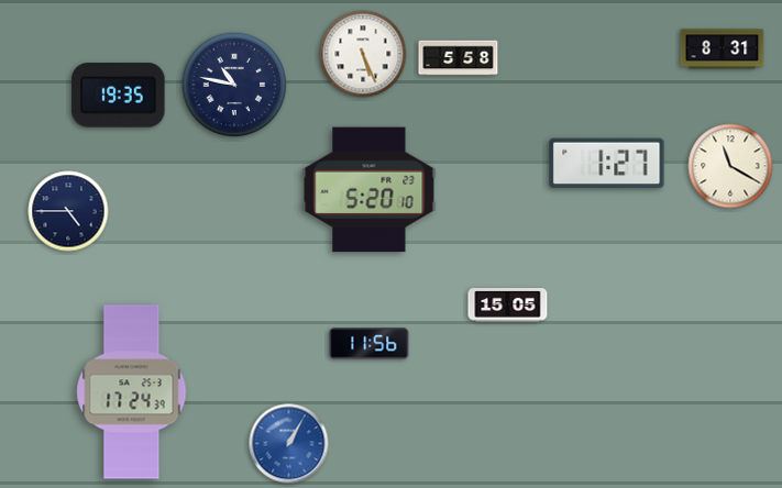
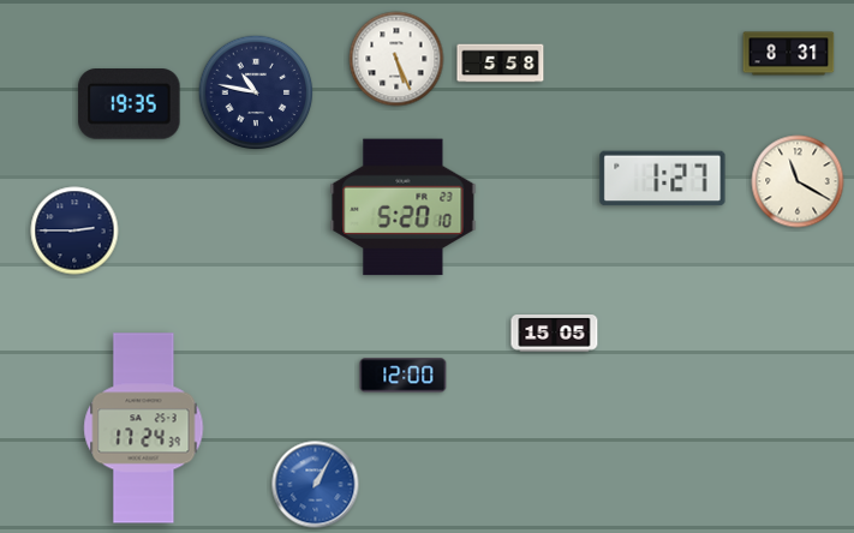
clock at (68, 211): 4:45 -> 2:45
clock at (370, 344): 11:56 -> 12:00
